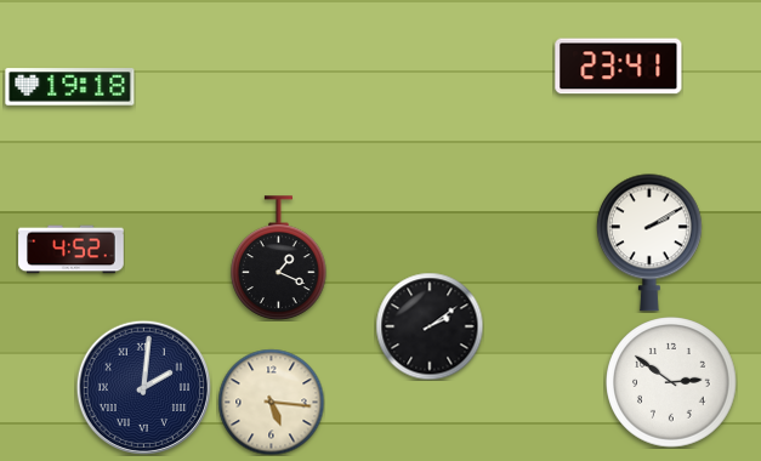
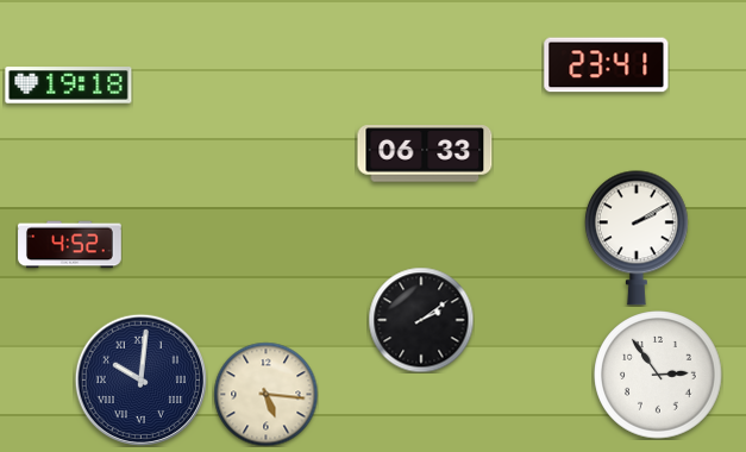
clock at (425, 153): none -> 06:33
clock at (279, 258): 1:19 -> none
clock at (671, 382): 2:51 -> 2:54
clock at (143, 387): 2:01 -> 10:01
